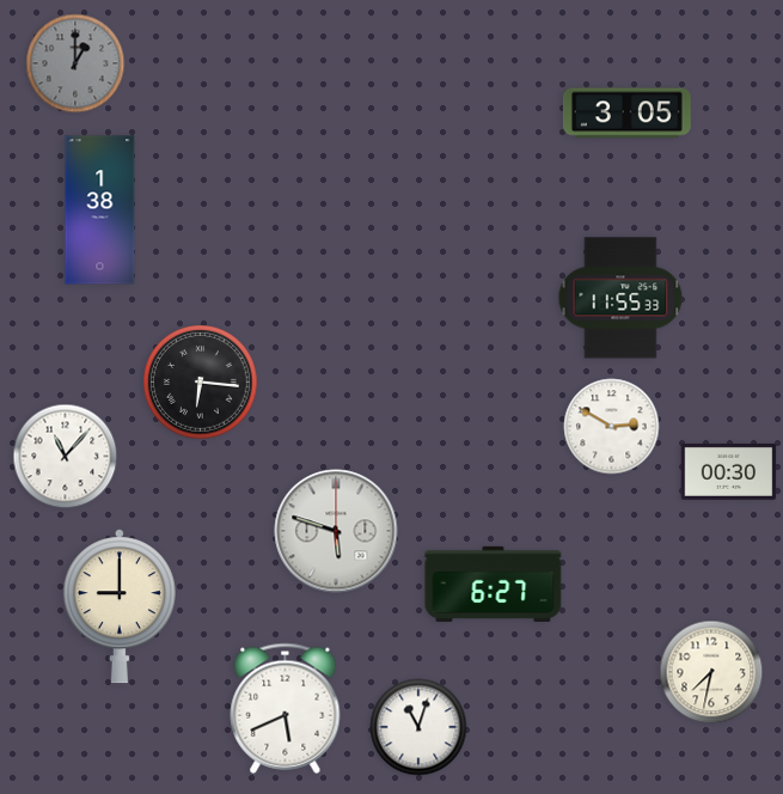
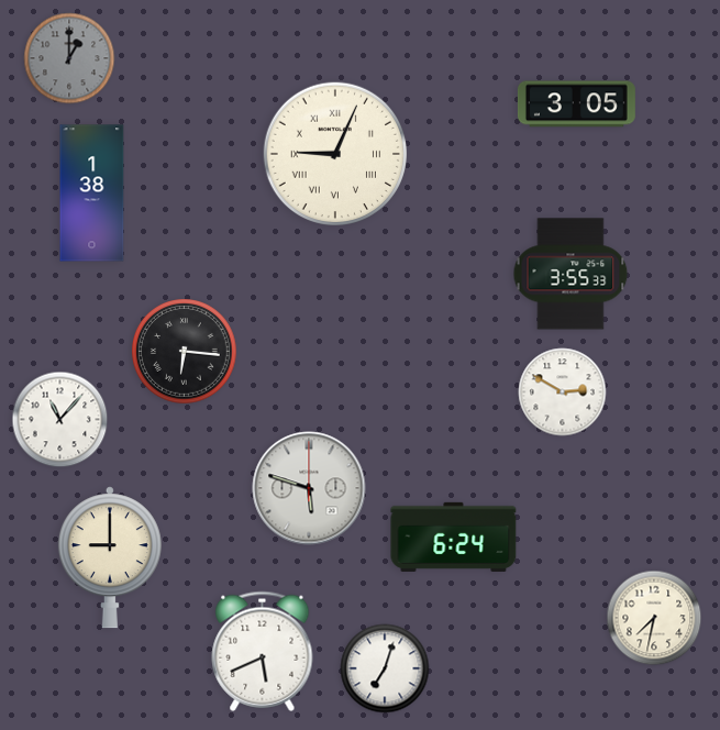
clock at (334, 153): none -> 9:04
clock at (620, 298): 11:55 -> 3:55
clock at (729, 471): 00:30 -> none
clock at (494, 584): 6:27 -> 6:24
clock at (418, 727): 11:03 -> 7:03
